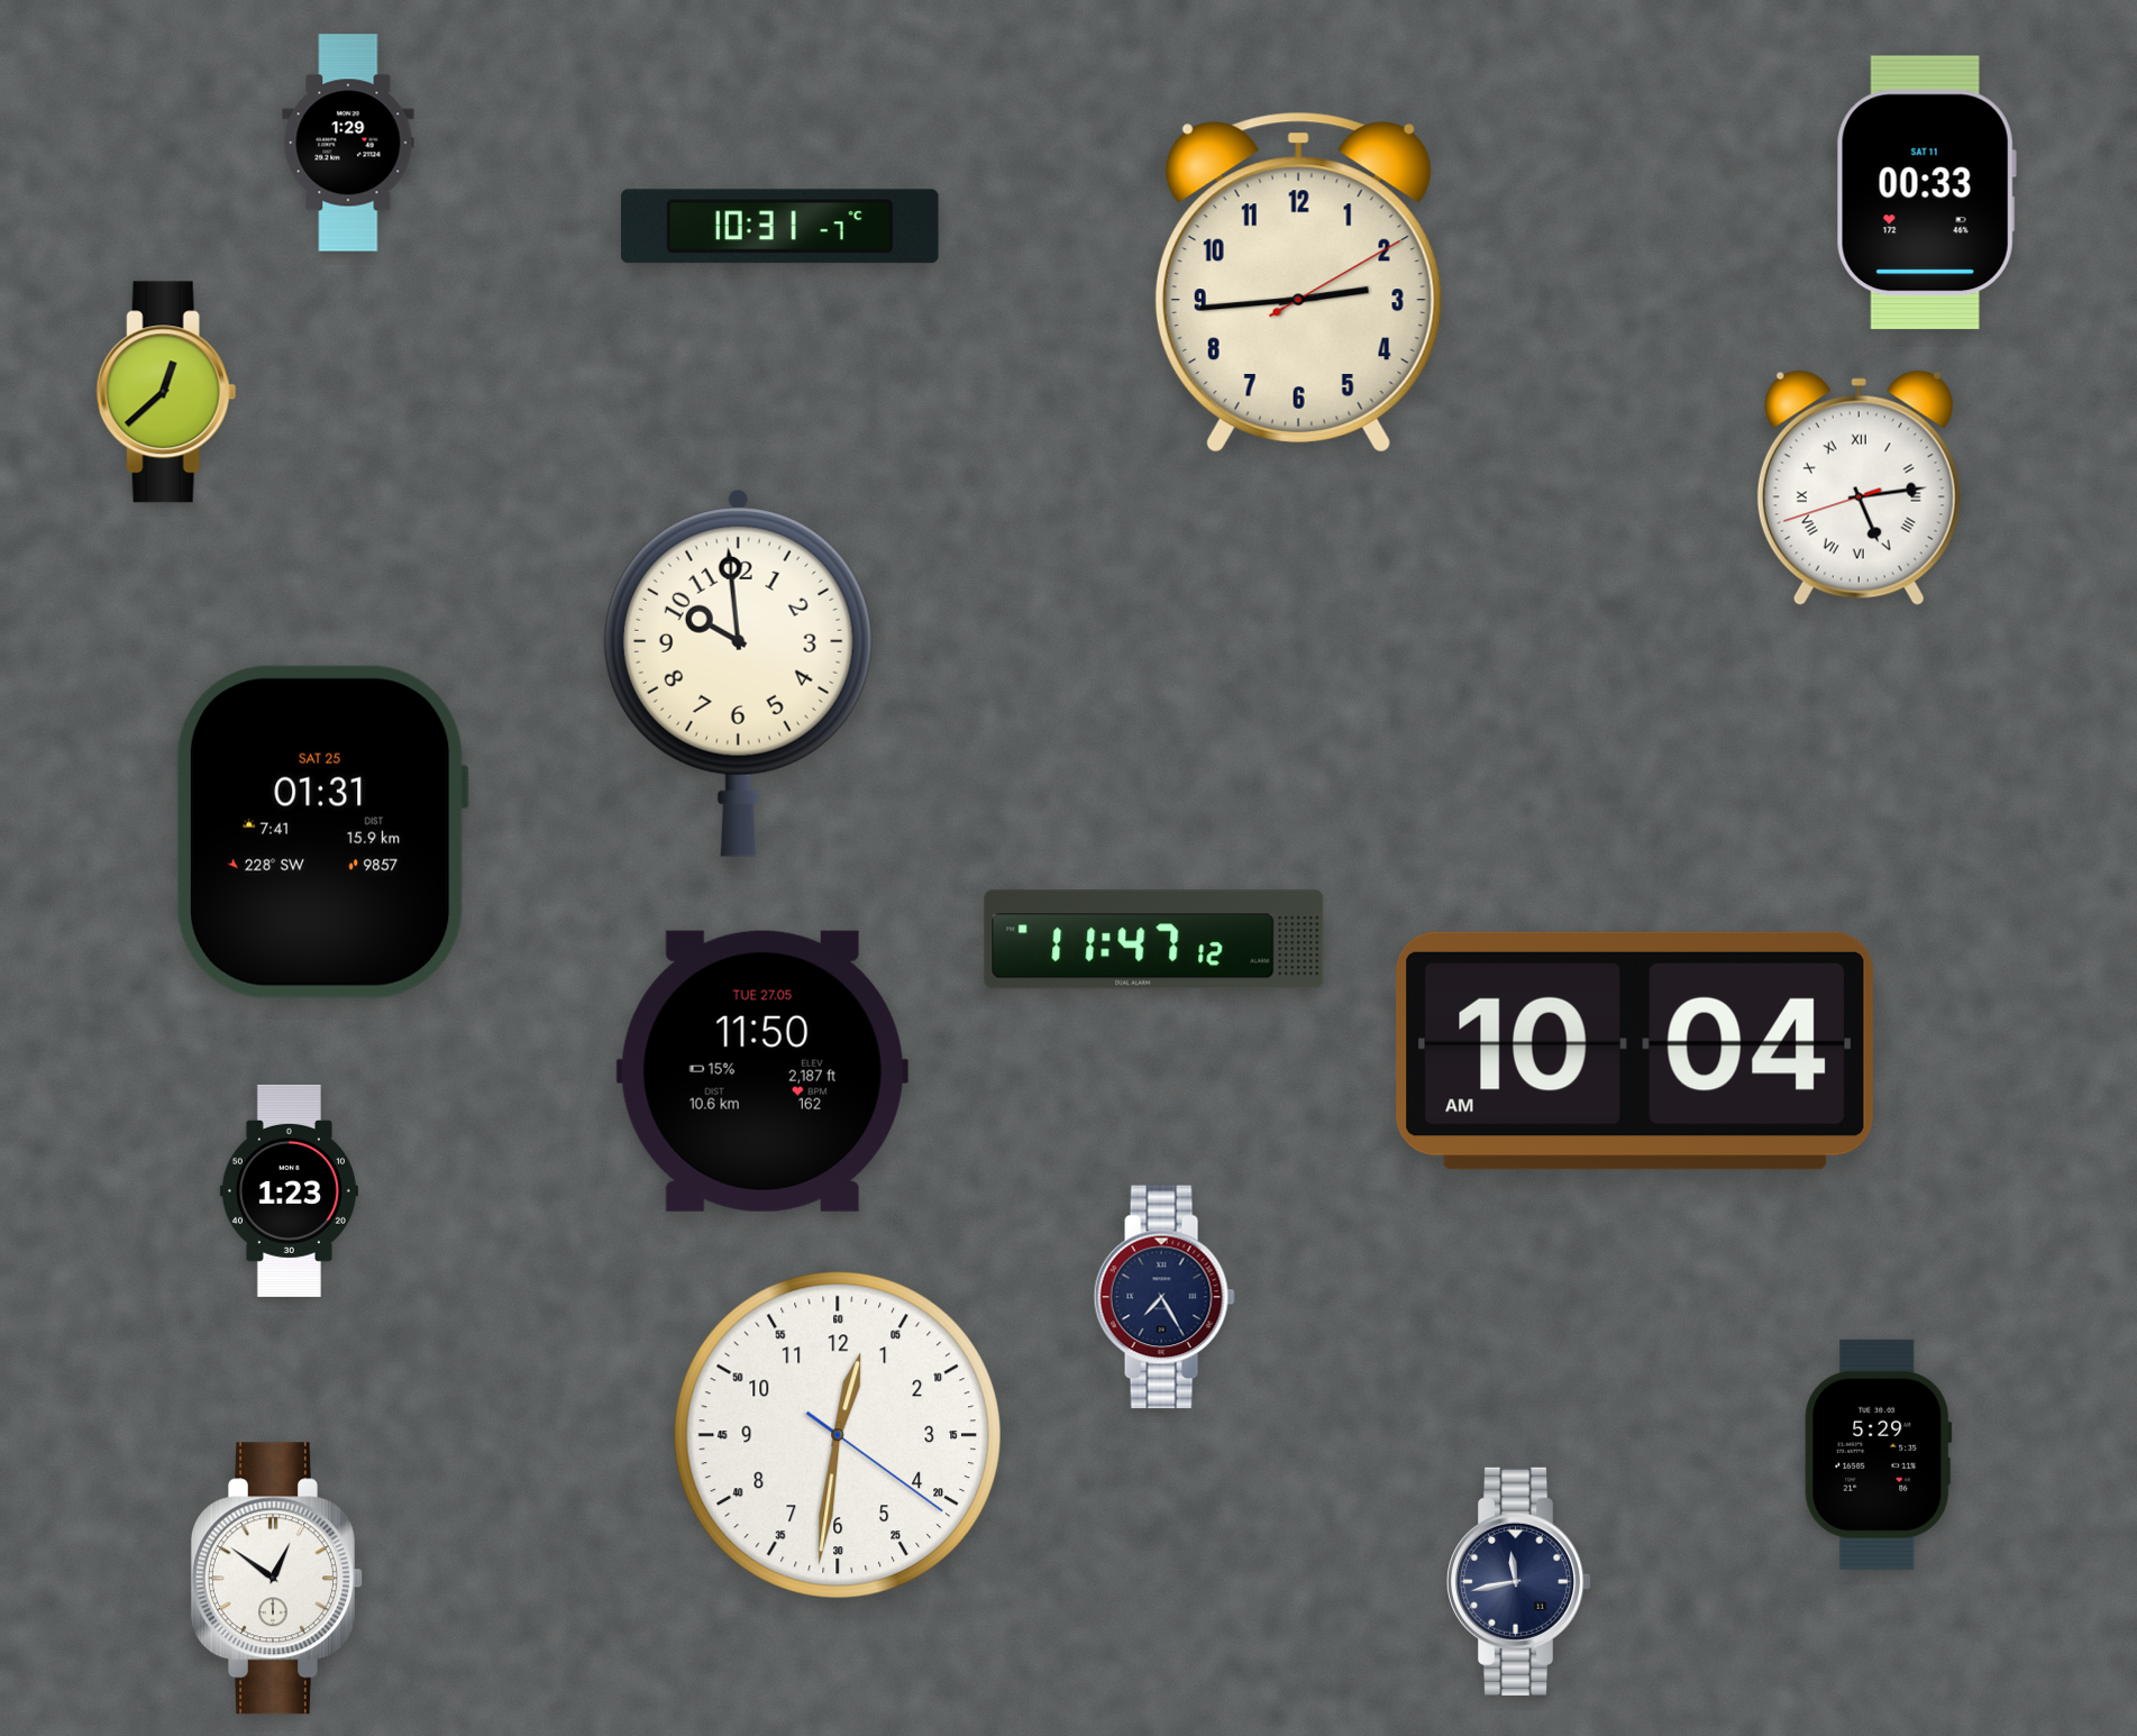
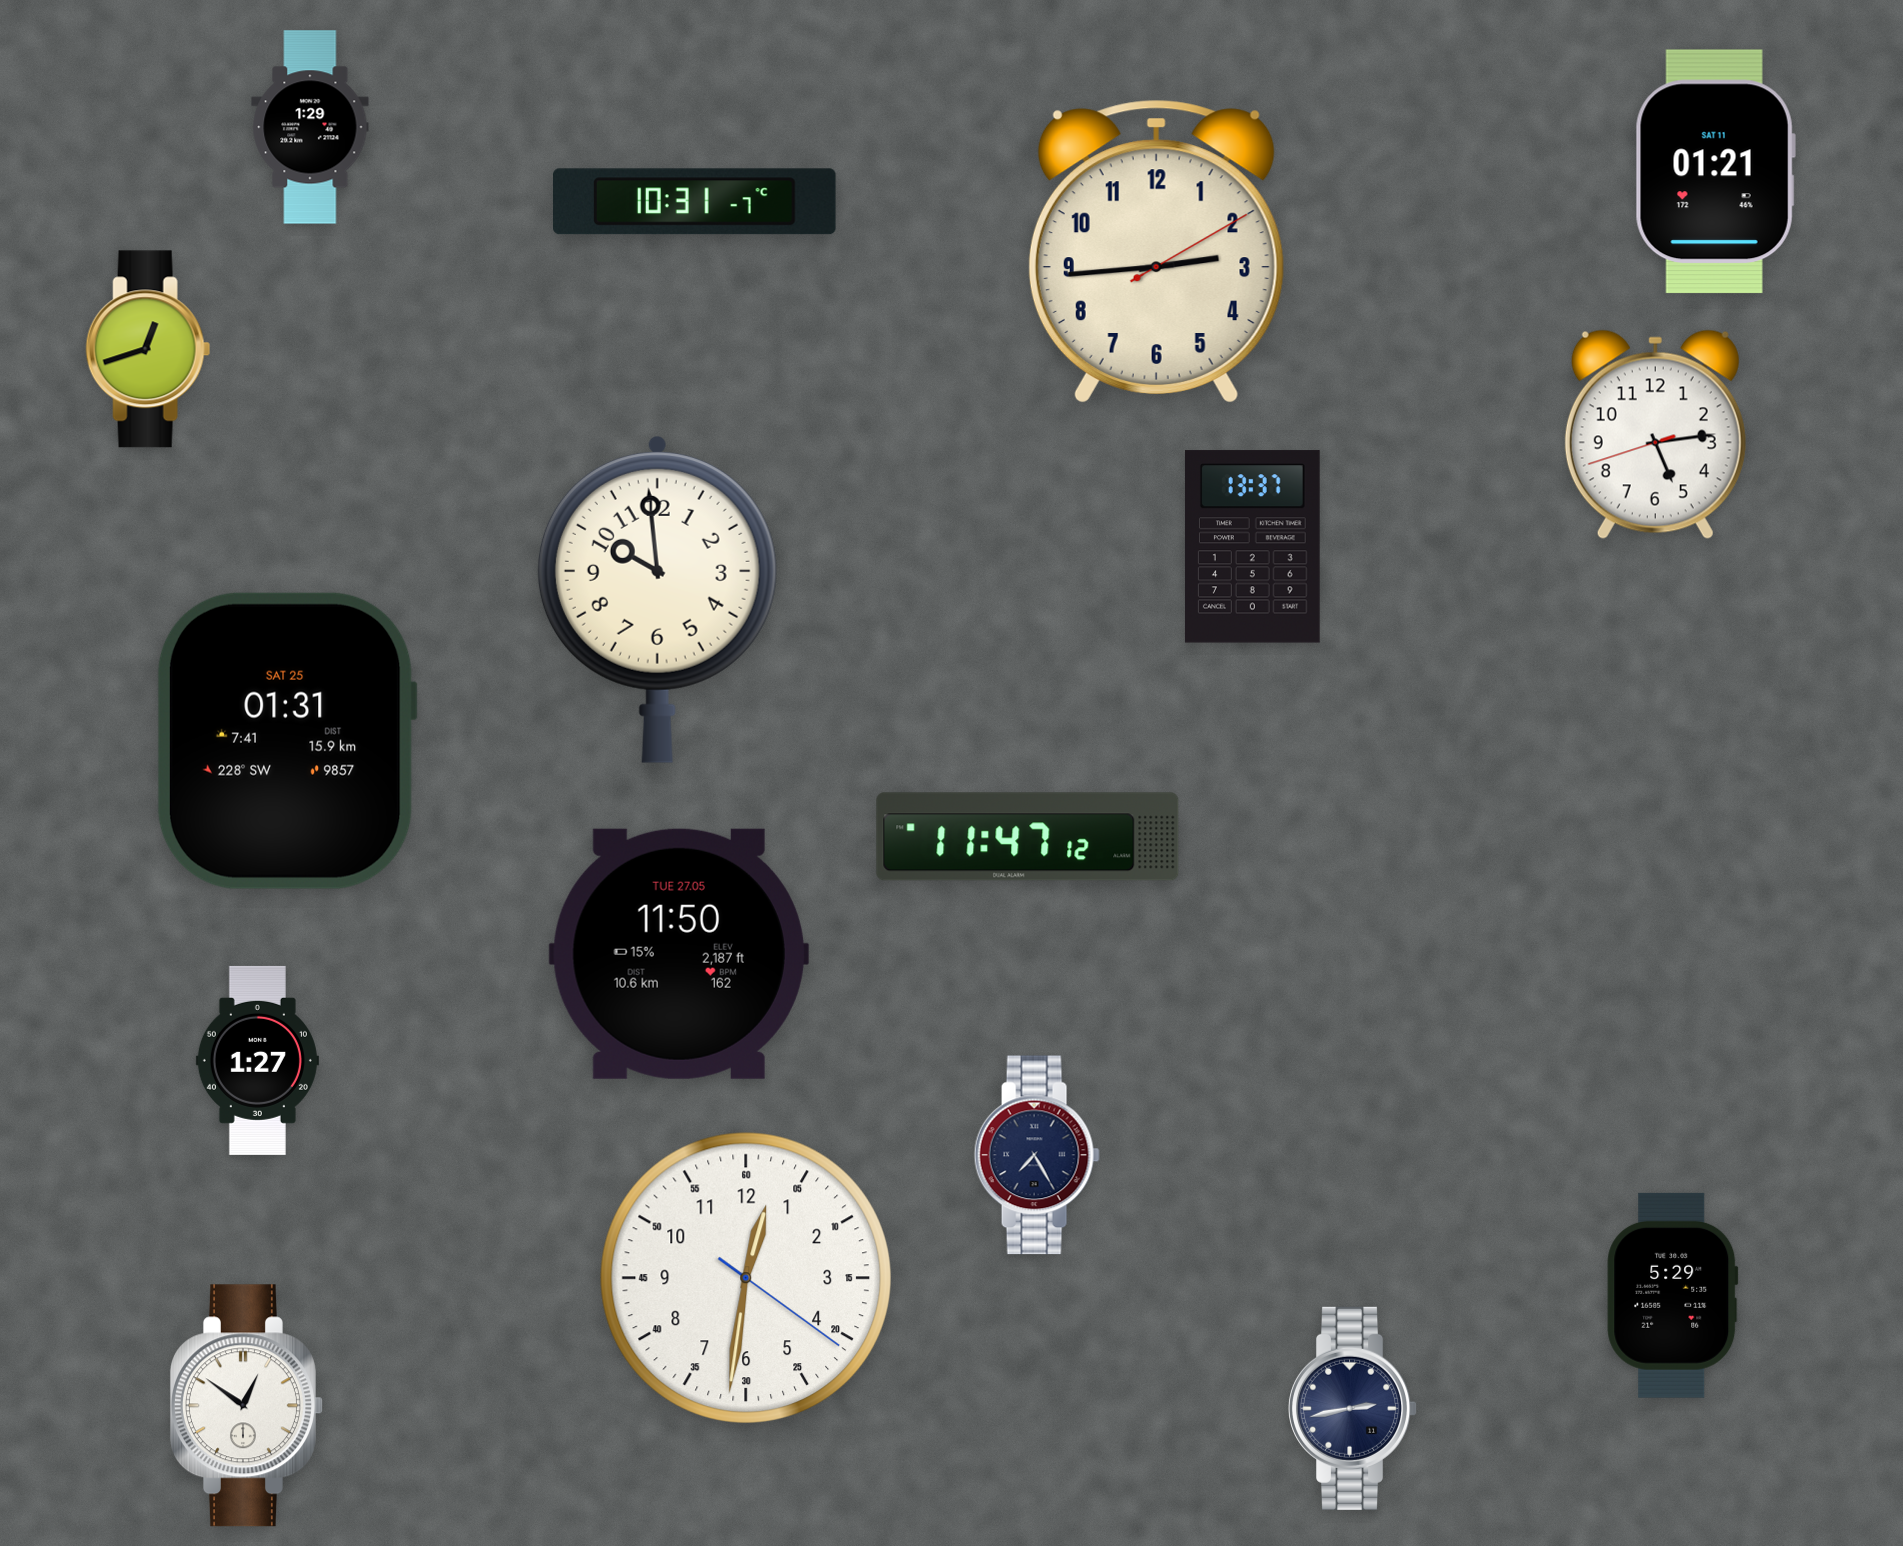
clock at (1926, 193): 00:33 -> 01:21
clock at (166, 392): 12:38 -> 12:42
clock at (1859, 488) numerals: Roman -> Arabic
clock at (1252, 547): none -> 13:37
clock at (1635, 1051): 10:04 -> none
clock at (289, 1190): 1:23 -> 1:27
clock at (1520, 1581): 11:43 -> 2:43
